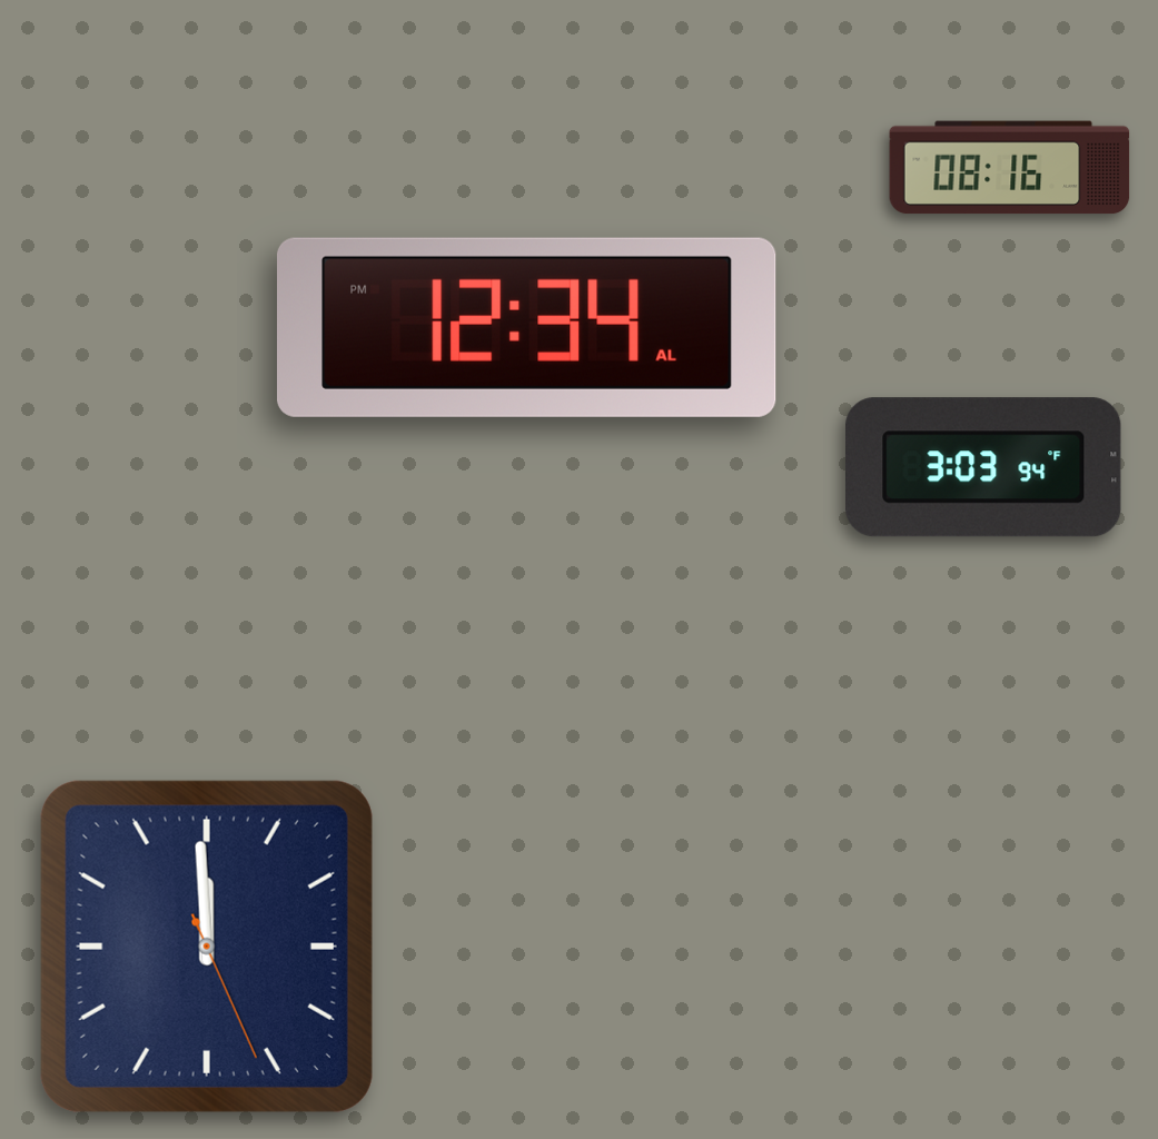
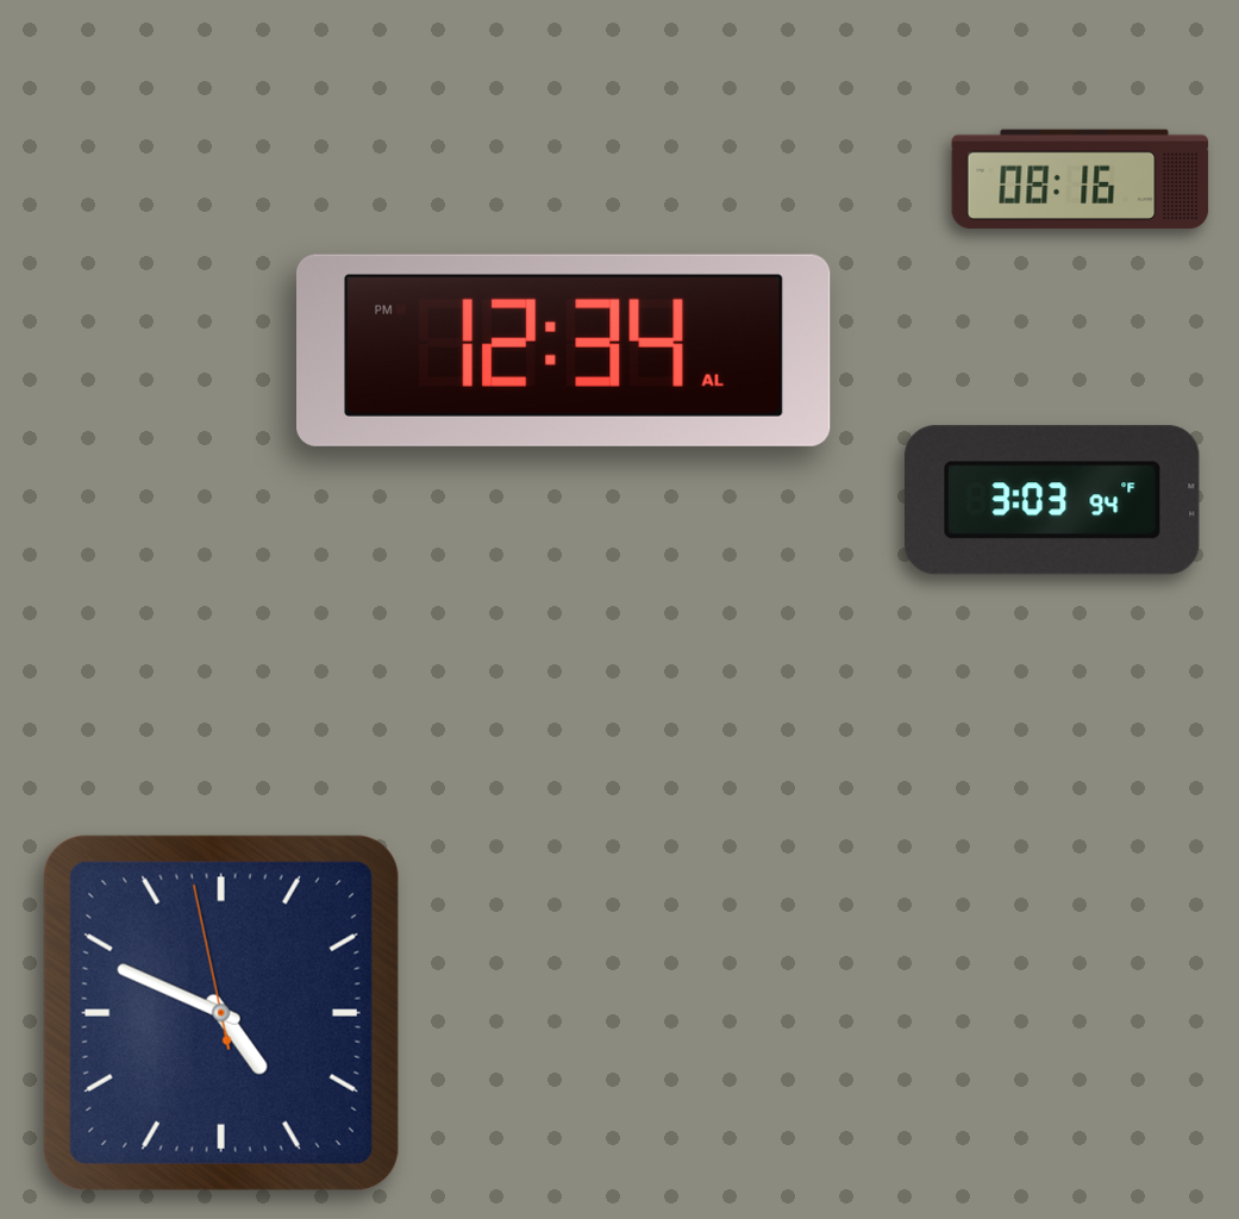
clock at (207, 947): 11:59 -> 4:48
